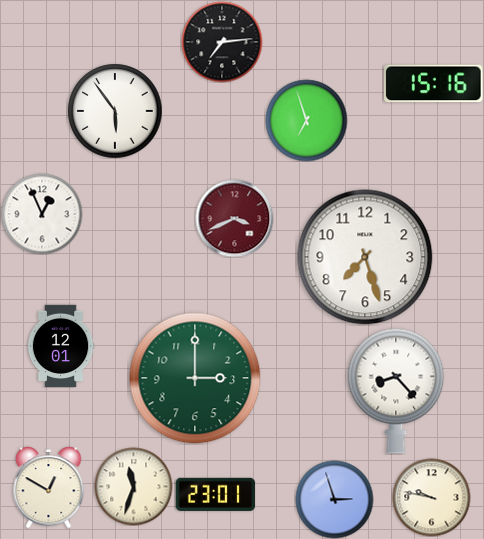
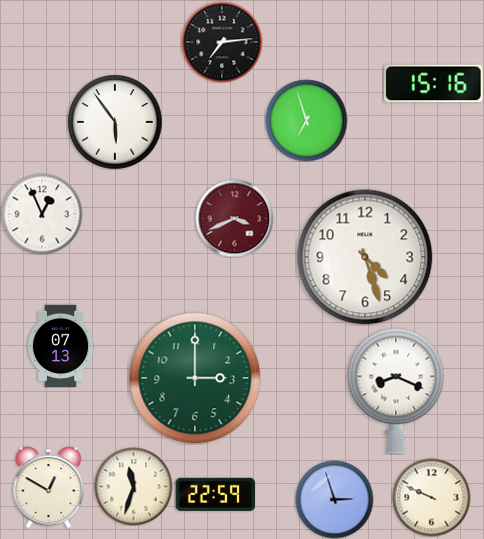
clock at (115, 111) position: (115, 111) -> (115, 122)
clock at (365, 257): 7:27 -> 4:27
clock at (61, 346): 12:01 -> 07:13
clock at (396, 391): 8:23 -> 8:19
clock at (215, 494): 23:01 -> 22:59
clock at (431, 497): 9:47 -> 9:49
